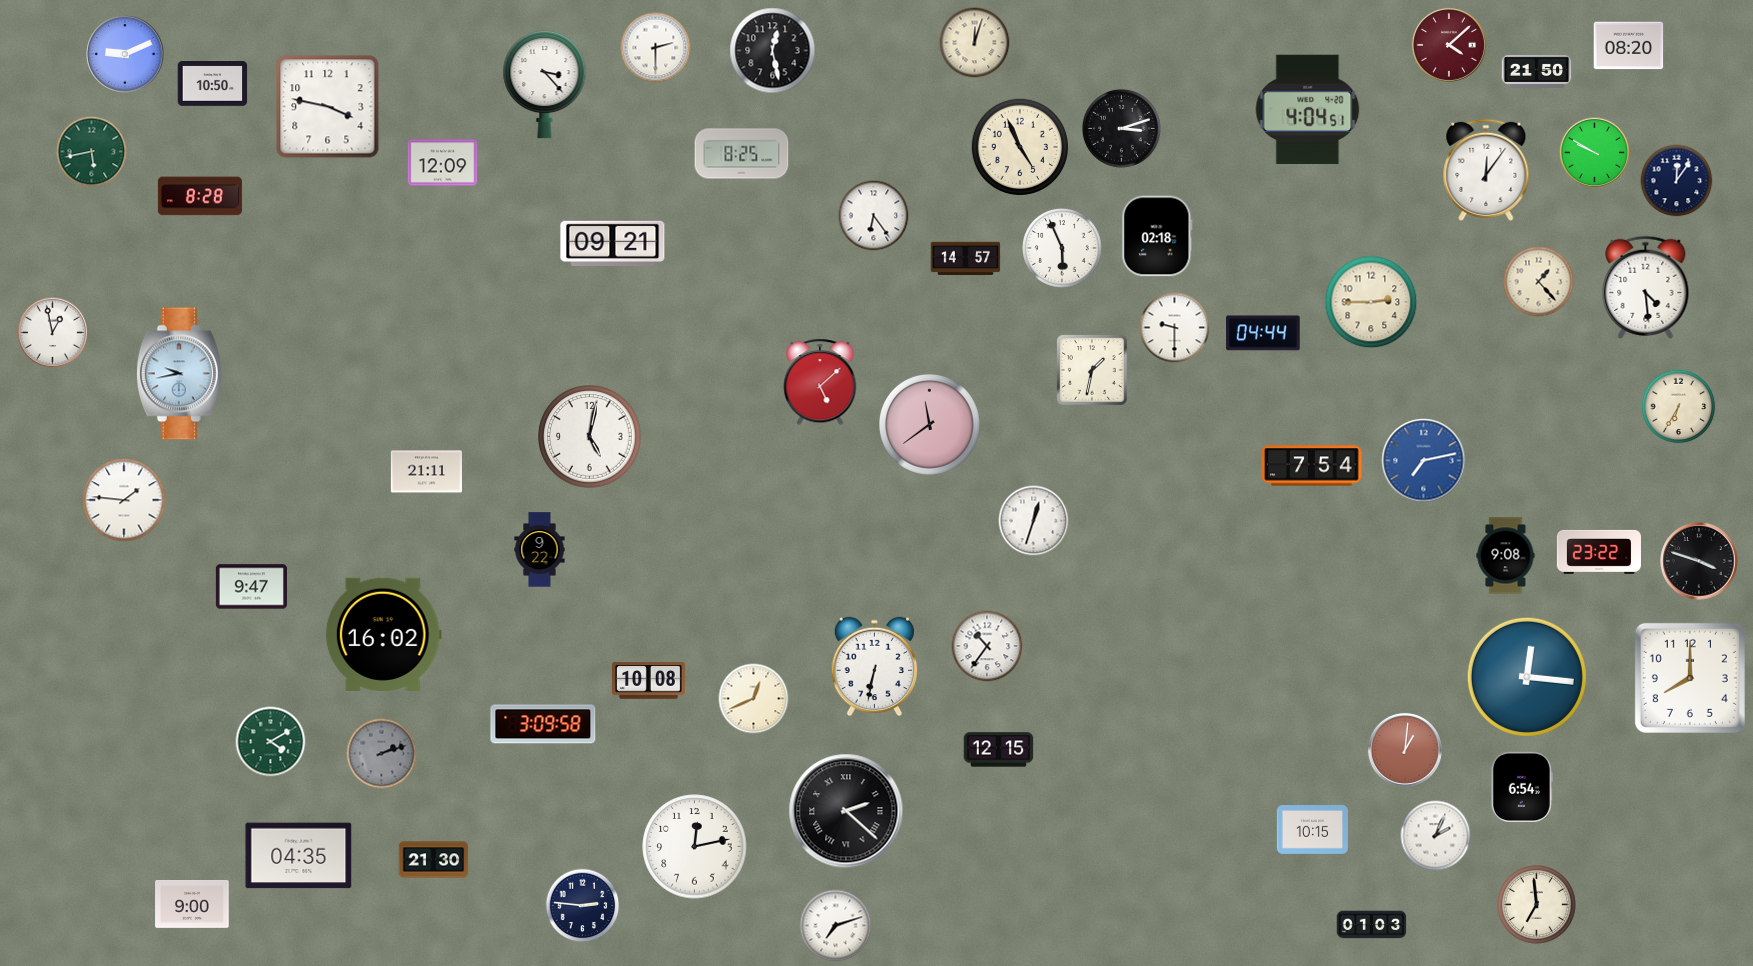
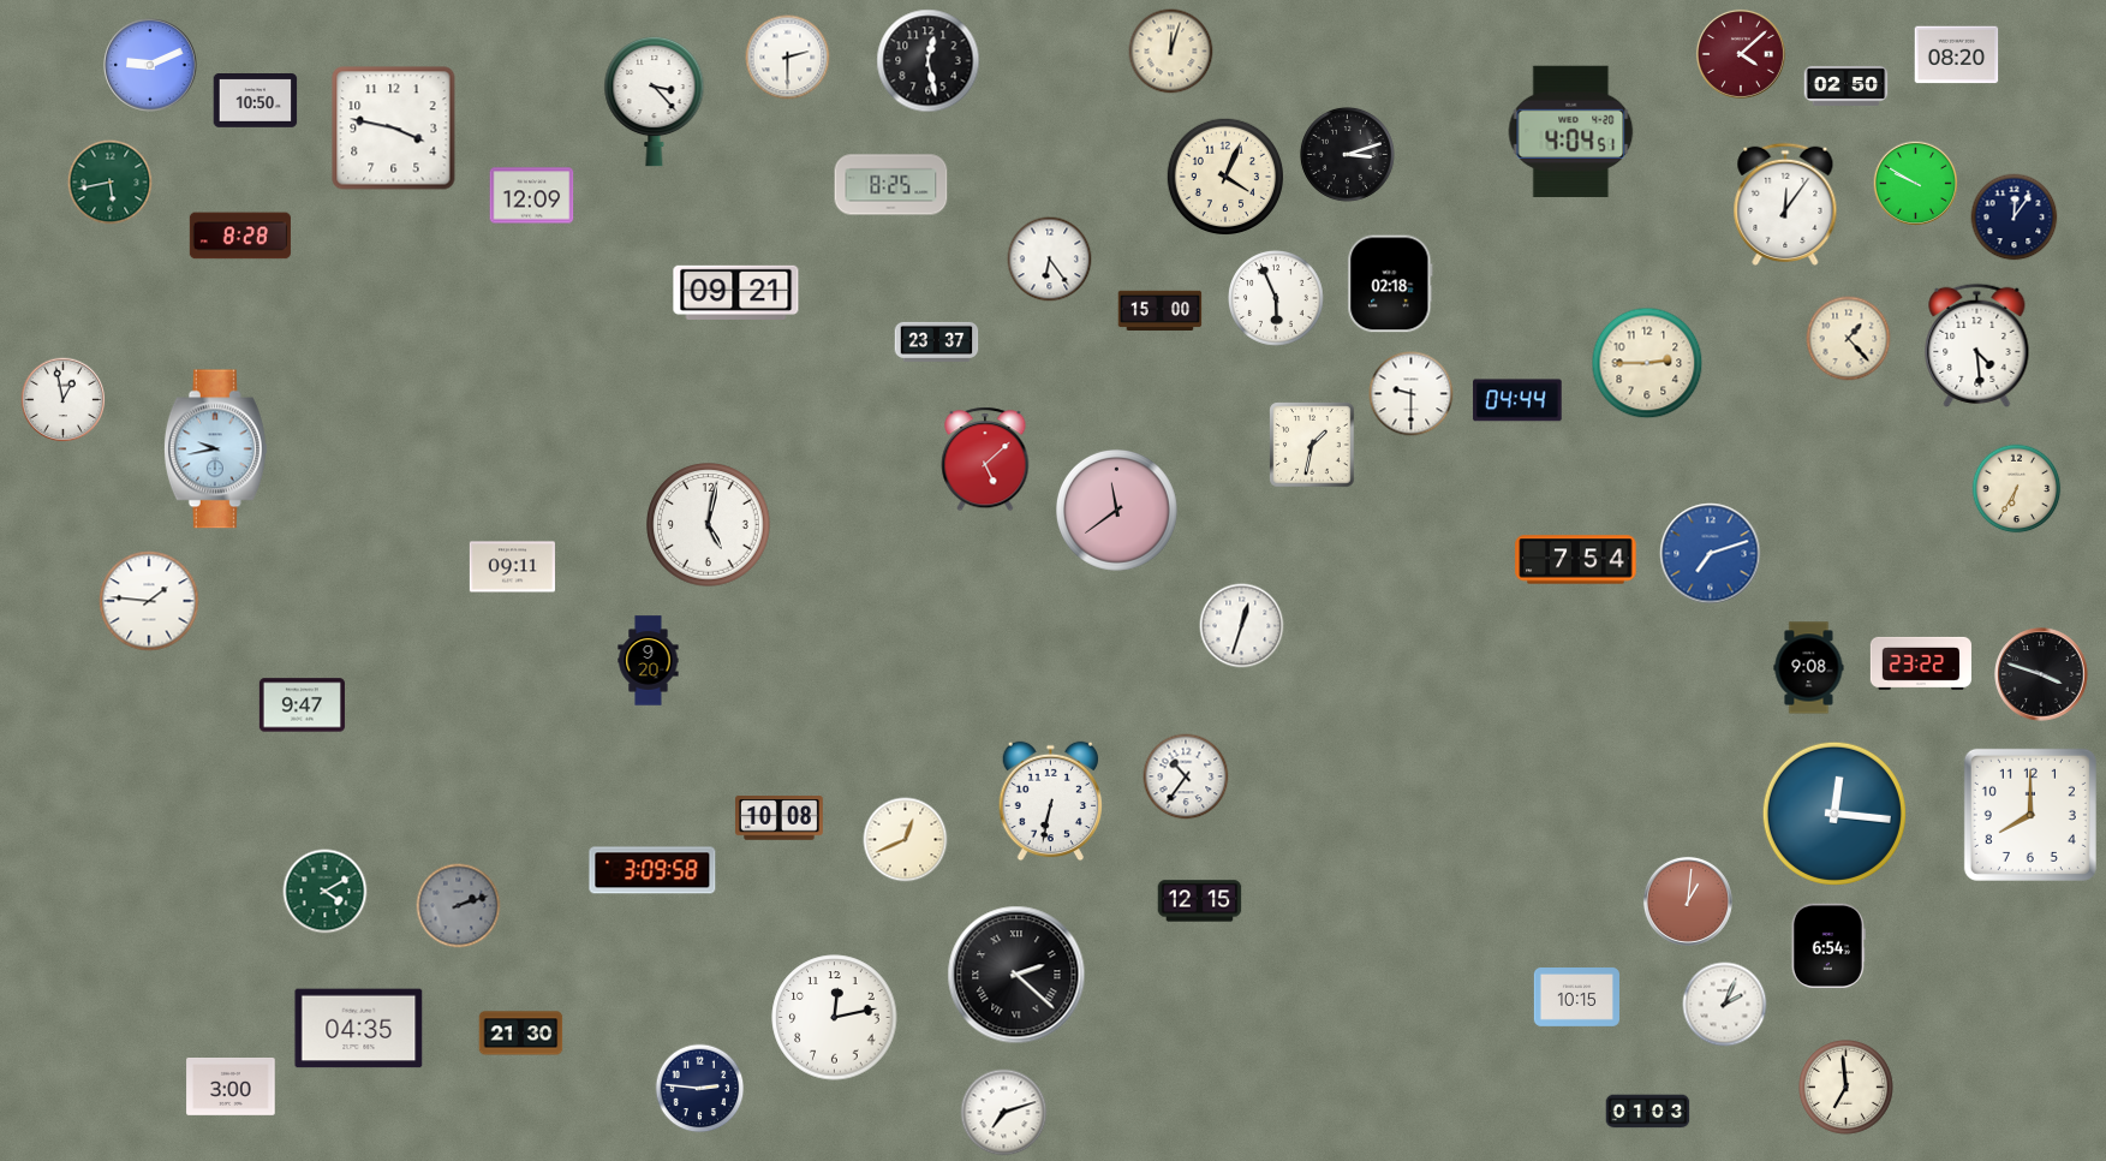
clock at (1537, 71): 21:50 -> 02:50
clock at (1019, 146): 4:56 -> 4:04
clock at (966, 259): 14:57 -> 15:00
clock at (937, 341): none -> 23:37
clock at (1424, 461): 7:13 -> 7:12
clock at (426, 472): 21:11 -> 09:11
clock at (540, 550): 9:22 -> 9:20
clock at (383, 634): 16:02 -> none
clock at (192, 905): 9:00 -> 3:00
